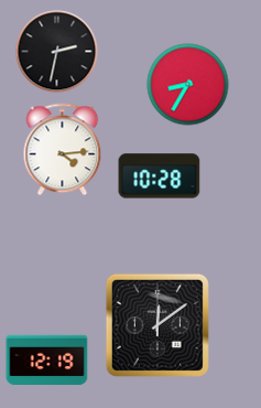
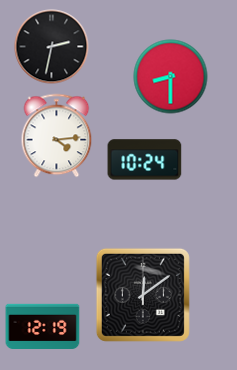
clock at (188, 85): 8:35 -> 8:30
clock at (160, 176): 10:28 -> 10:24
